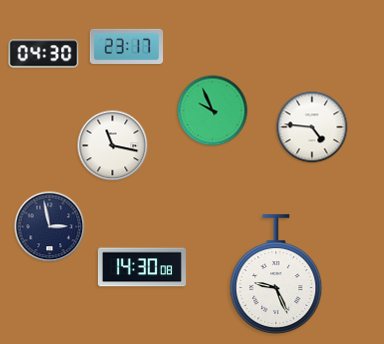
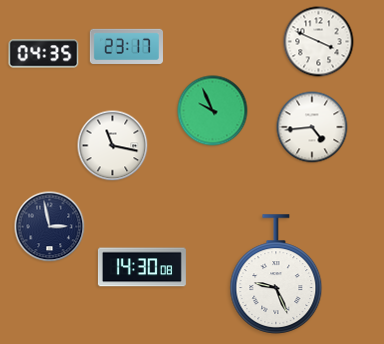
clock at (319, 42): none -> 3:49
clock at (44, 54): 04:30 -> 04:35
clock at (312, 127): 4:46 -> 4:44
